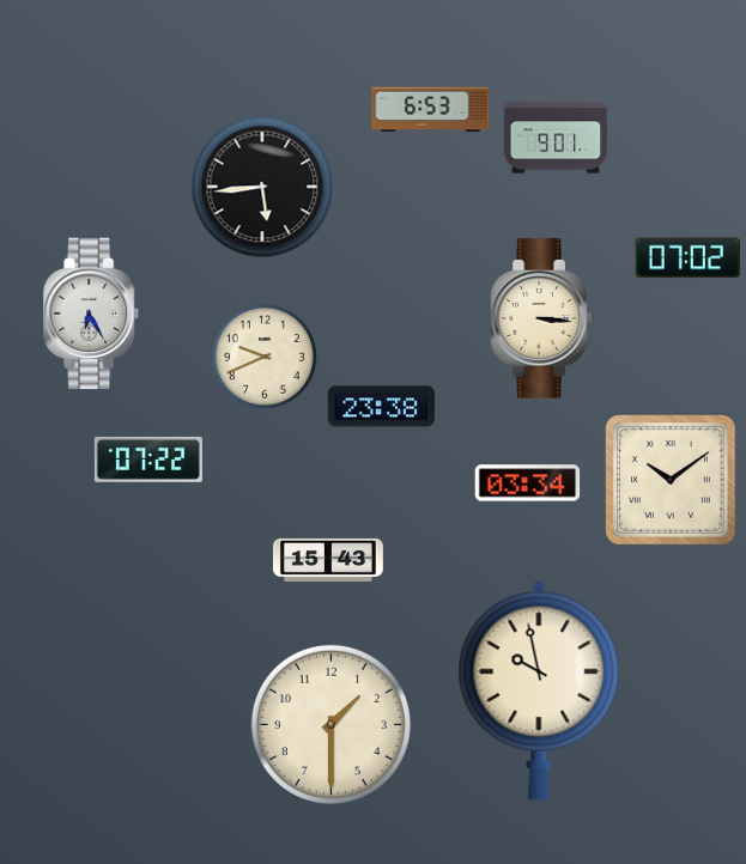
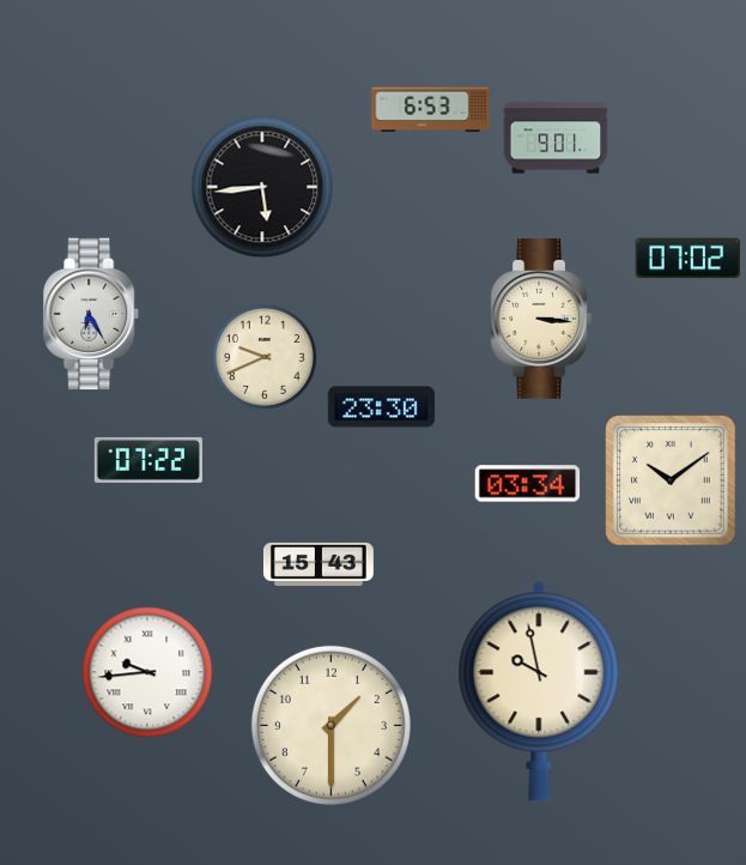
clock at (381, 407): 23:38 -> 23:30
clock at (328, 560) position: (328, 560) -> (319, 564)
clock at (147, 672): none -> 9:44
